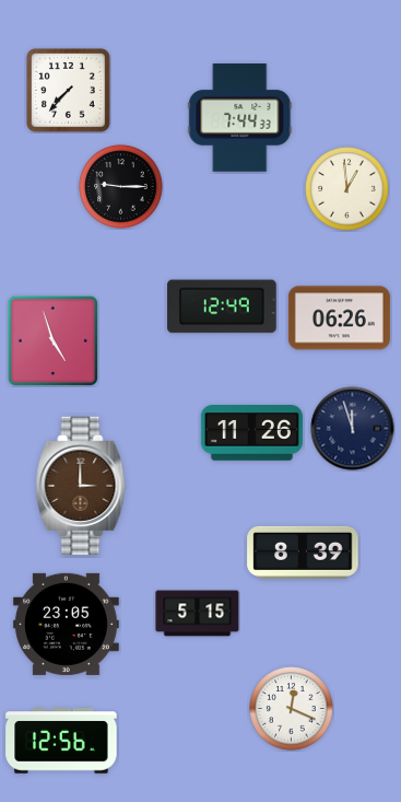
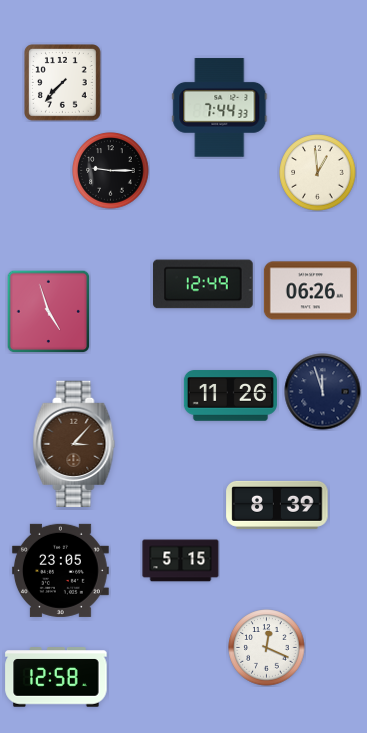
clock at (222, 306) position: (222, 306) -> (203, 284)
clock at (81, 486): 3:00 -> 3:07
clock at (61, 741): 12:56 -> 12:58
